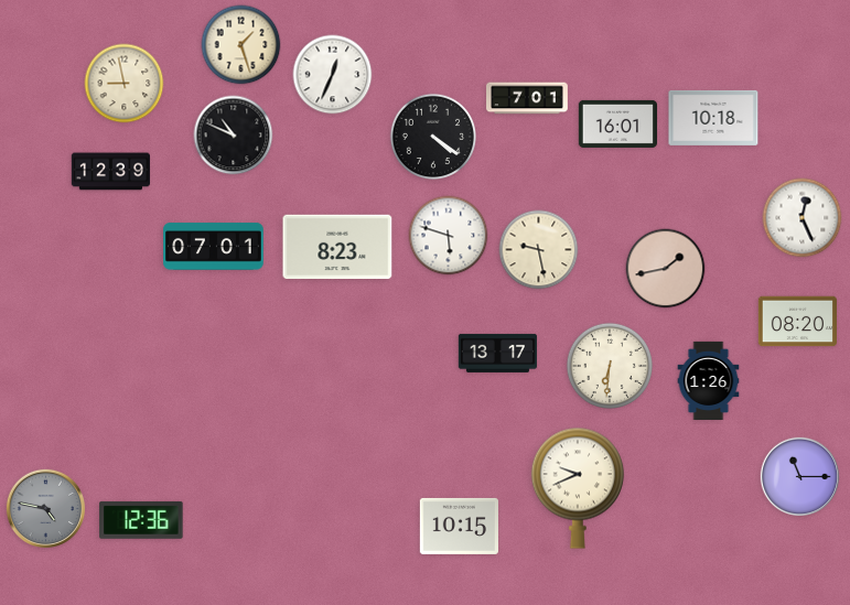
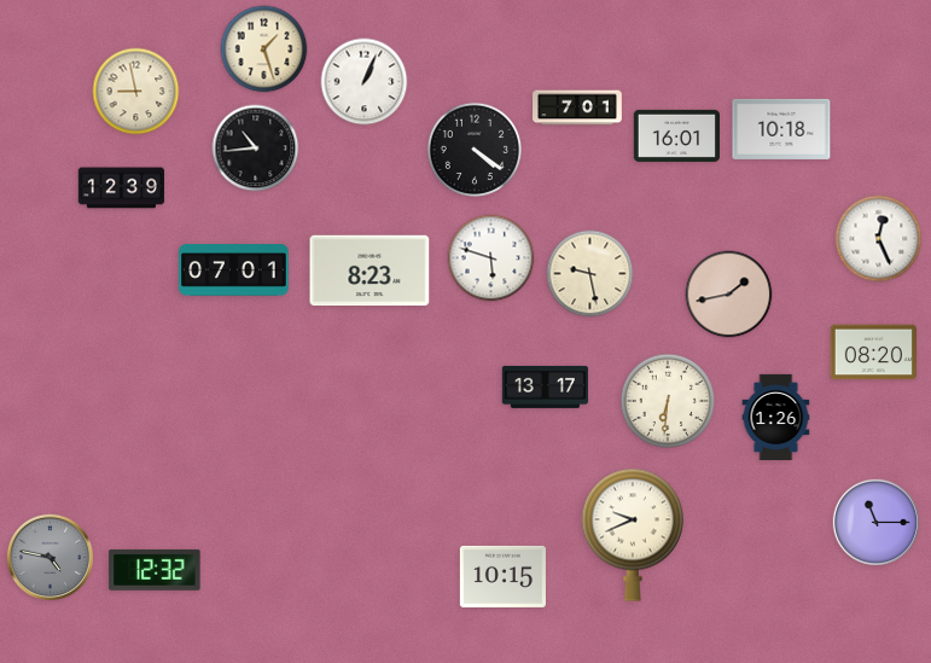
clock at (333, 75): 12:34 -> 1:04
clock at (234, 136): 10:49 -> 10:44
clock at (141, 520): 12:36 -> 12:32
